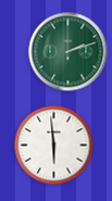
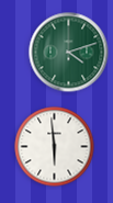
clock at (69, 52): 2:12 -> 4:12
